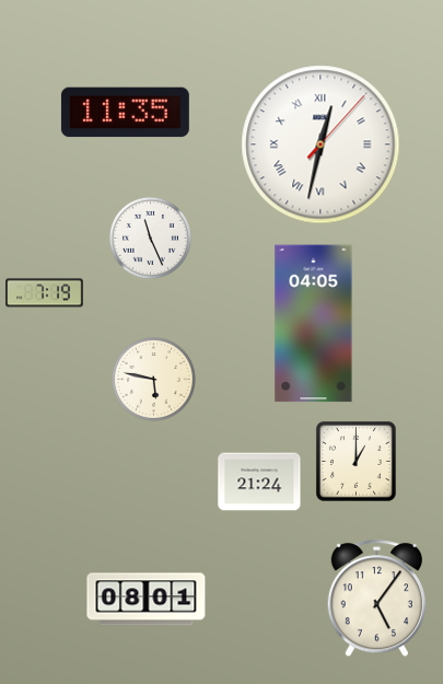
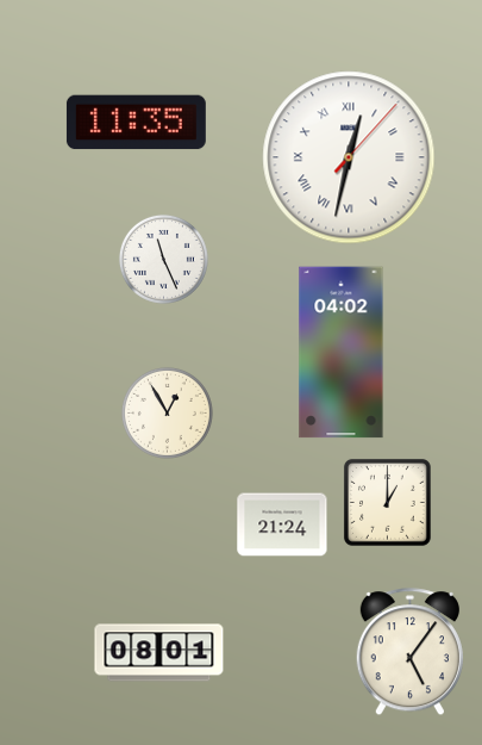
clock at (45, 293): 7:19 -> none
clock at (314, 324): 04:05 -> 04:02
clock at (153, 379): 5:47 -> 12:55
